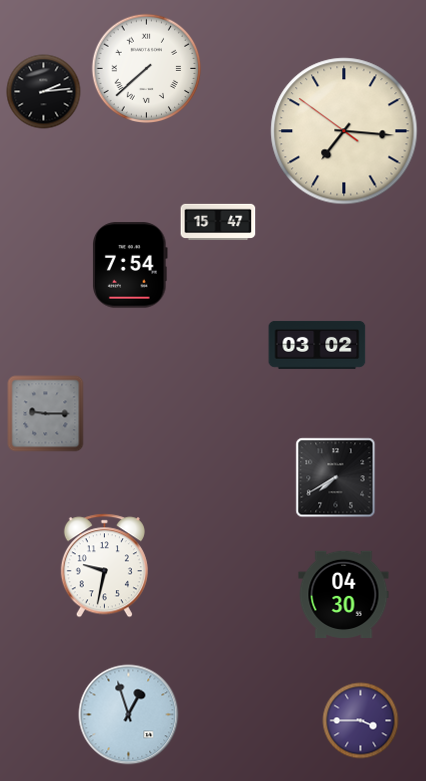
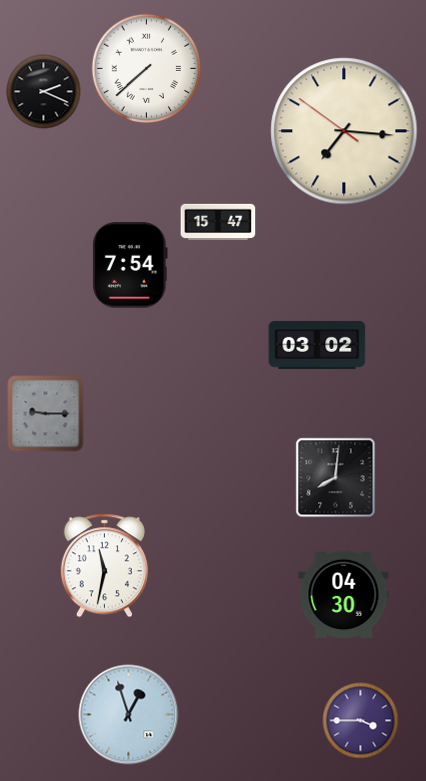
clock at (44, 92): 2:14 -> 2:19
clock at (336, 478): 7:40 -> 8:01
clock at (104, 566): 9:32 -> 11:32
